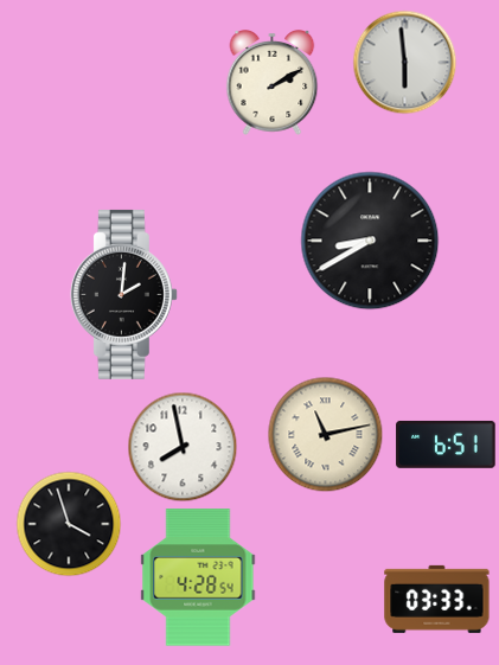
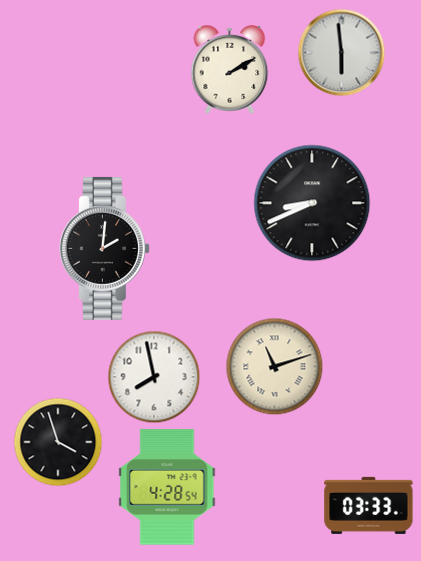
clock at (370, 241): 8:40 -> 8:41
clock at (326, 435): 11:13 -> 11:12
clock at (446, 445): 6:51 -> none
